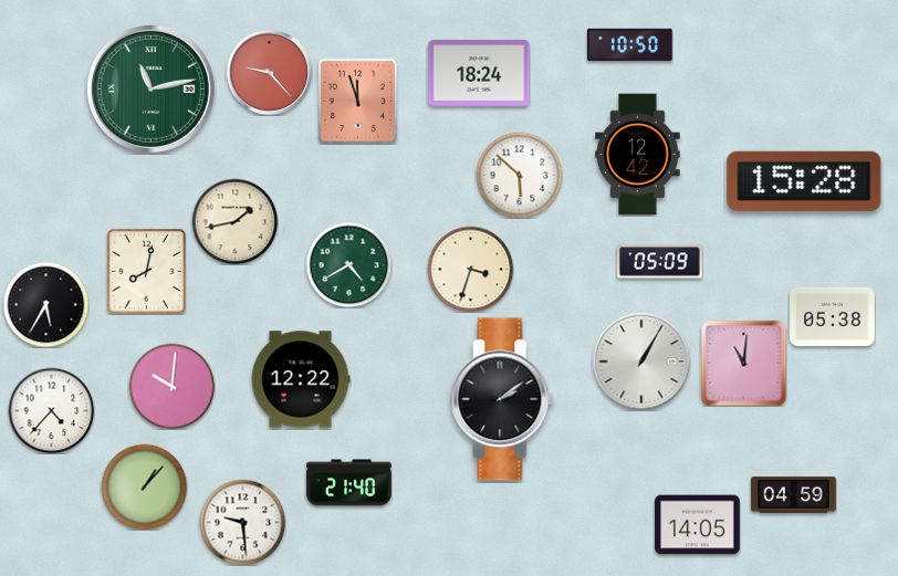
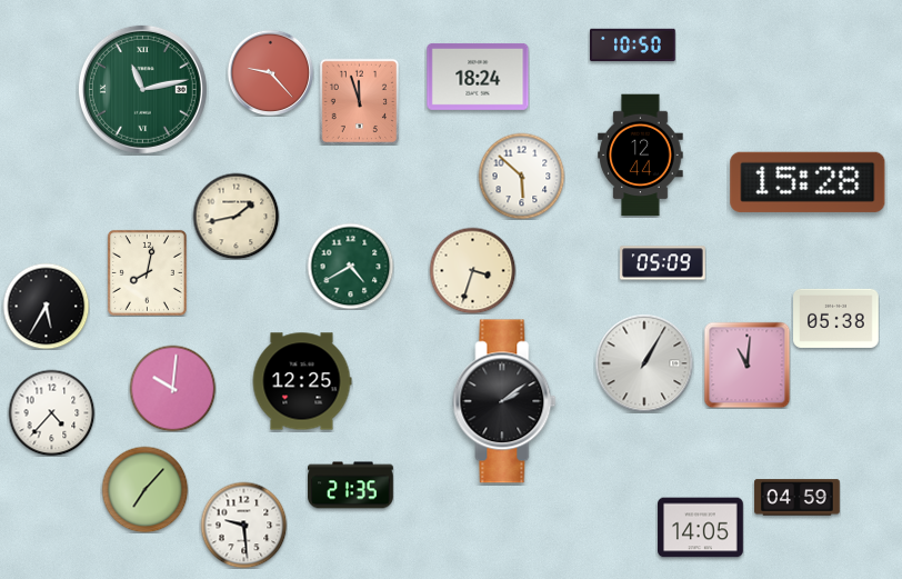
clock at (479, 73) position: (479, 73) -> (478, 77)
clock at (150, 88) position: (150, 88) -> (142, 89)
clock at (638, 155): 12:42 -> 12:44
clock at (234, 221) position: (234, 221) -> (235, 216)
clock at (301, 379): 12:22 -> 12:25
clock at (349, 483): 21:40 -> 21:35
clock at (144, 486): 1:07 -> 7:07
